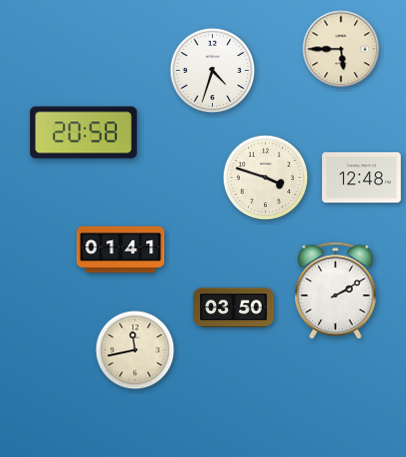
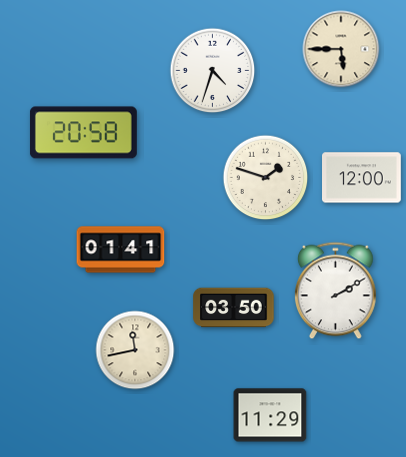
clock at (266, 178): 3:48 -> 1:48
clock at (362, 178): 12:48 -> 12:00
clock at (270, 415): none -> 11:29
